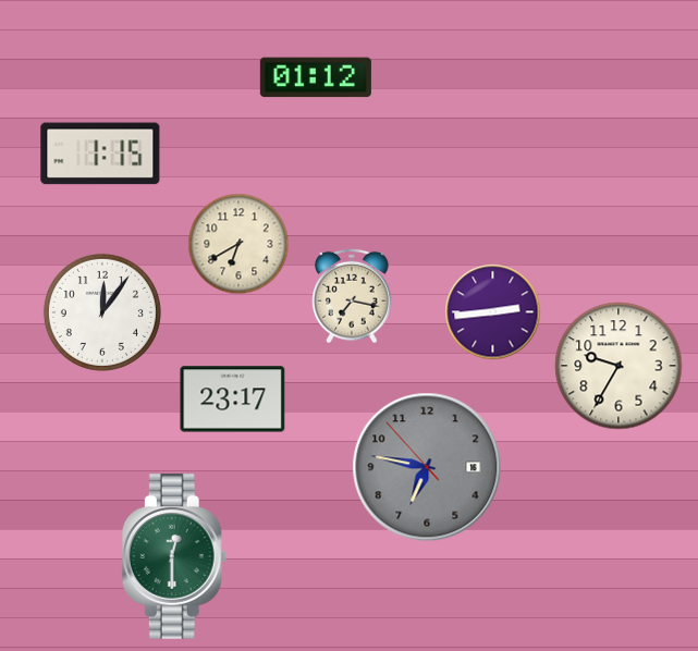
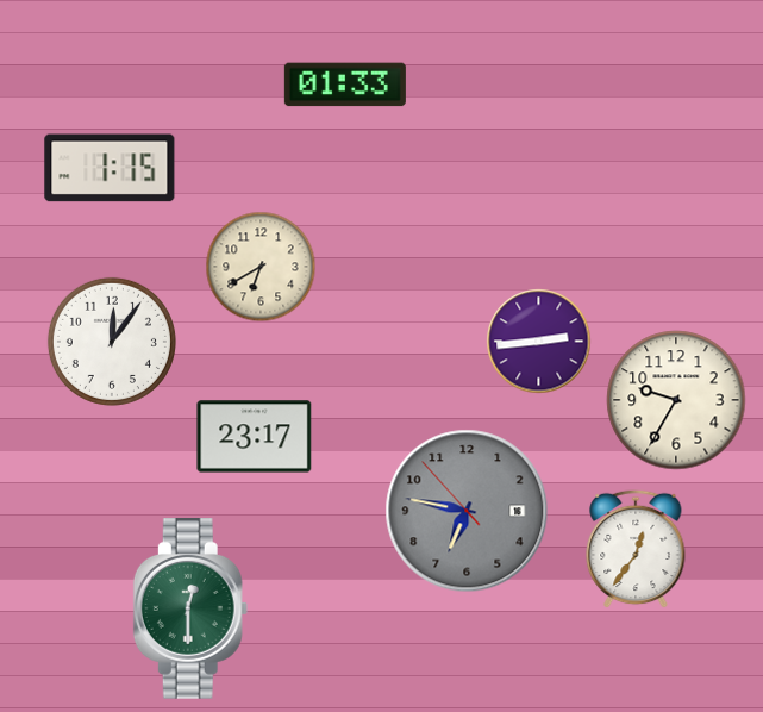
clock at (316, 77): 01:12 -> 01:33
clock at (352, 296): 7:17 -> none
clock at (636, 549): none -> 12:36
